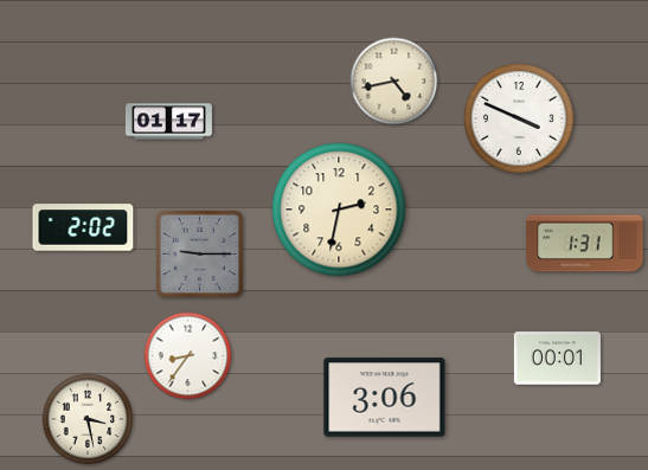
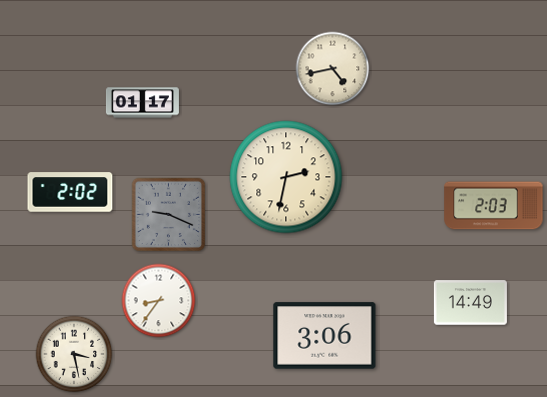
clock at (519, 118): 3:49 -> none
clock at (585, 244): 1:31 -> 2:03
clock at (200, 255): 9:15 -> 9:19
clock at (557, 359): 00:01 -> 14:49
